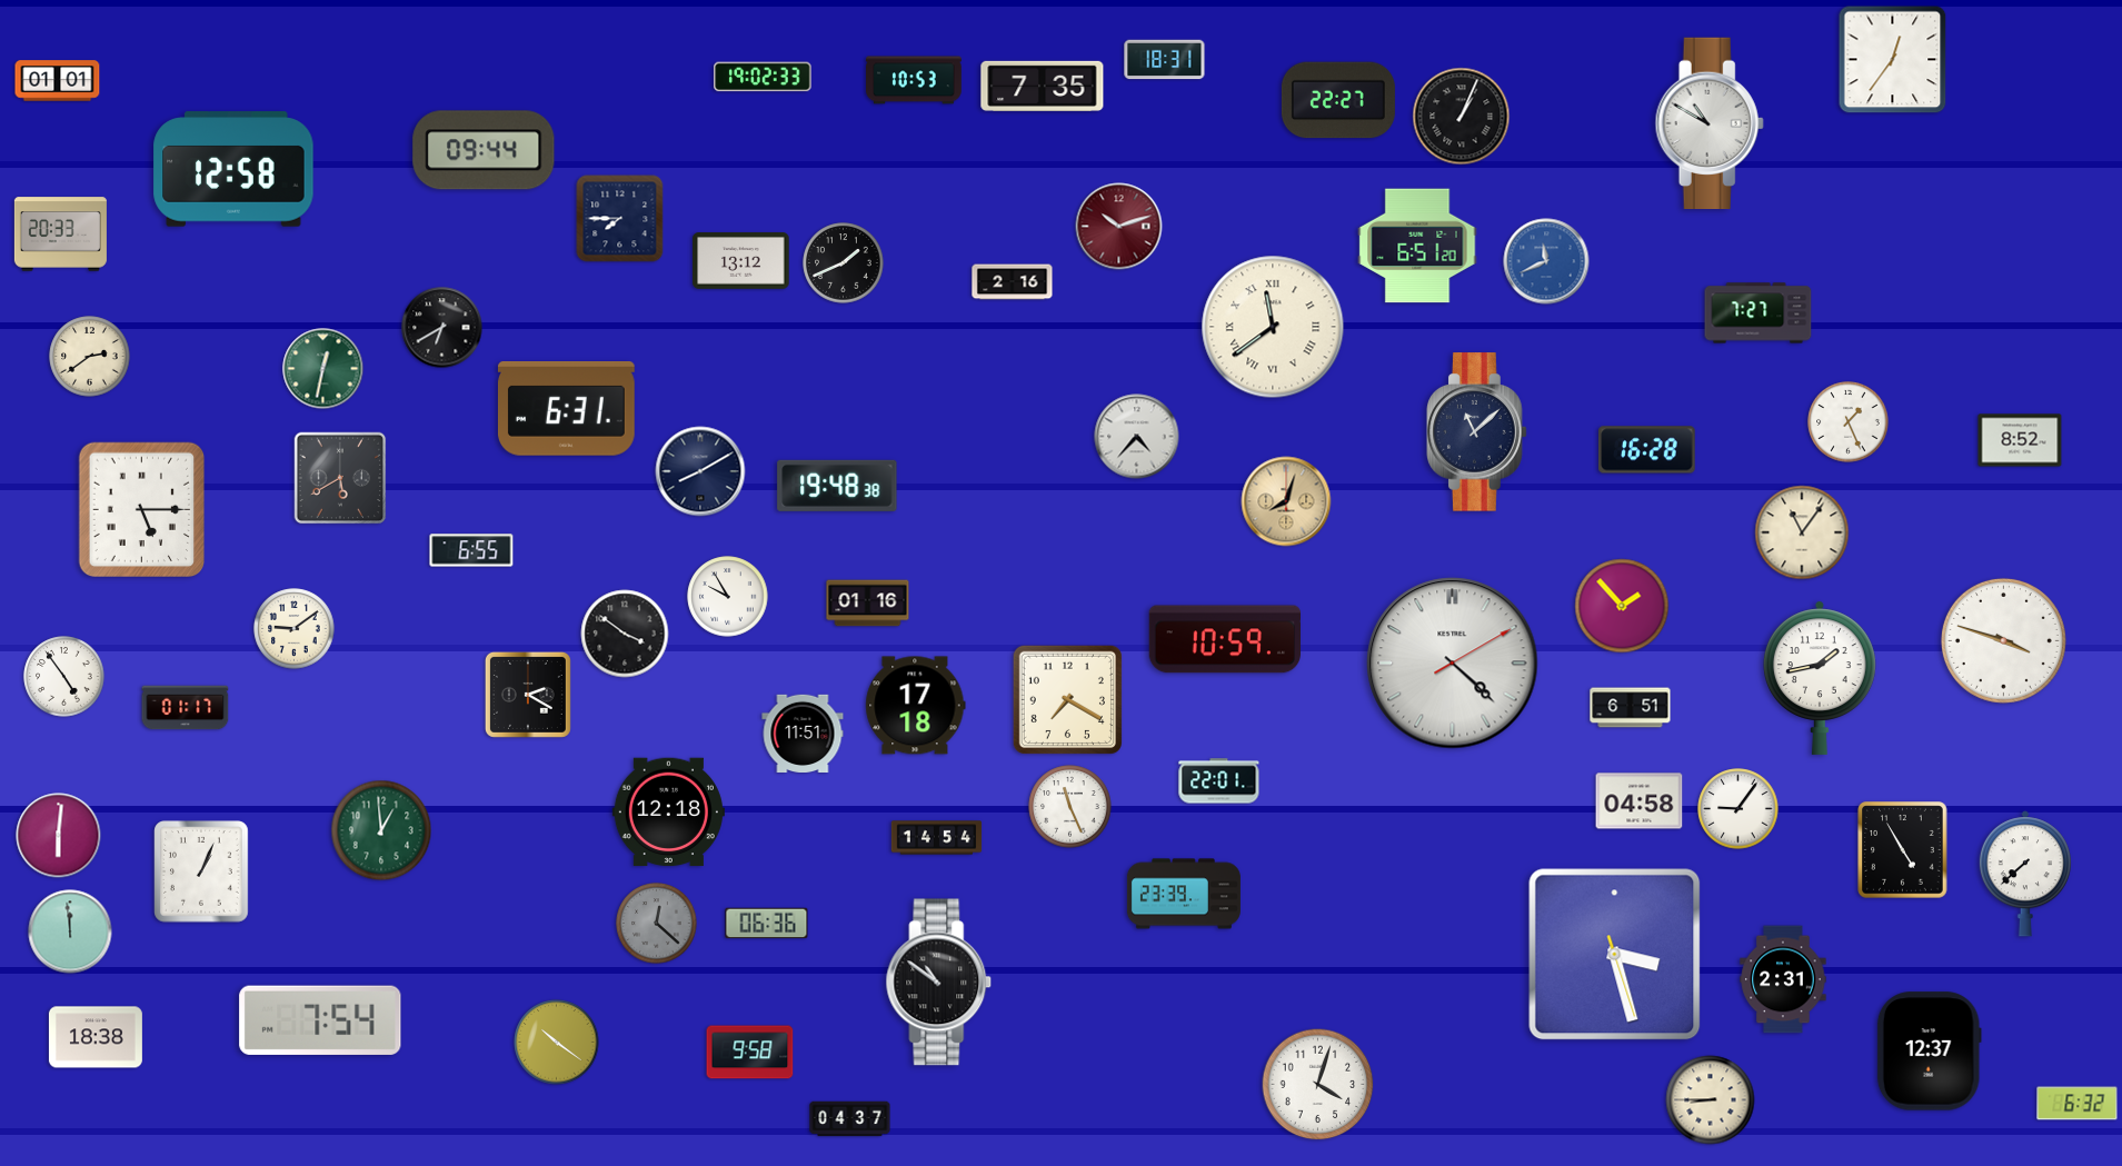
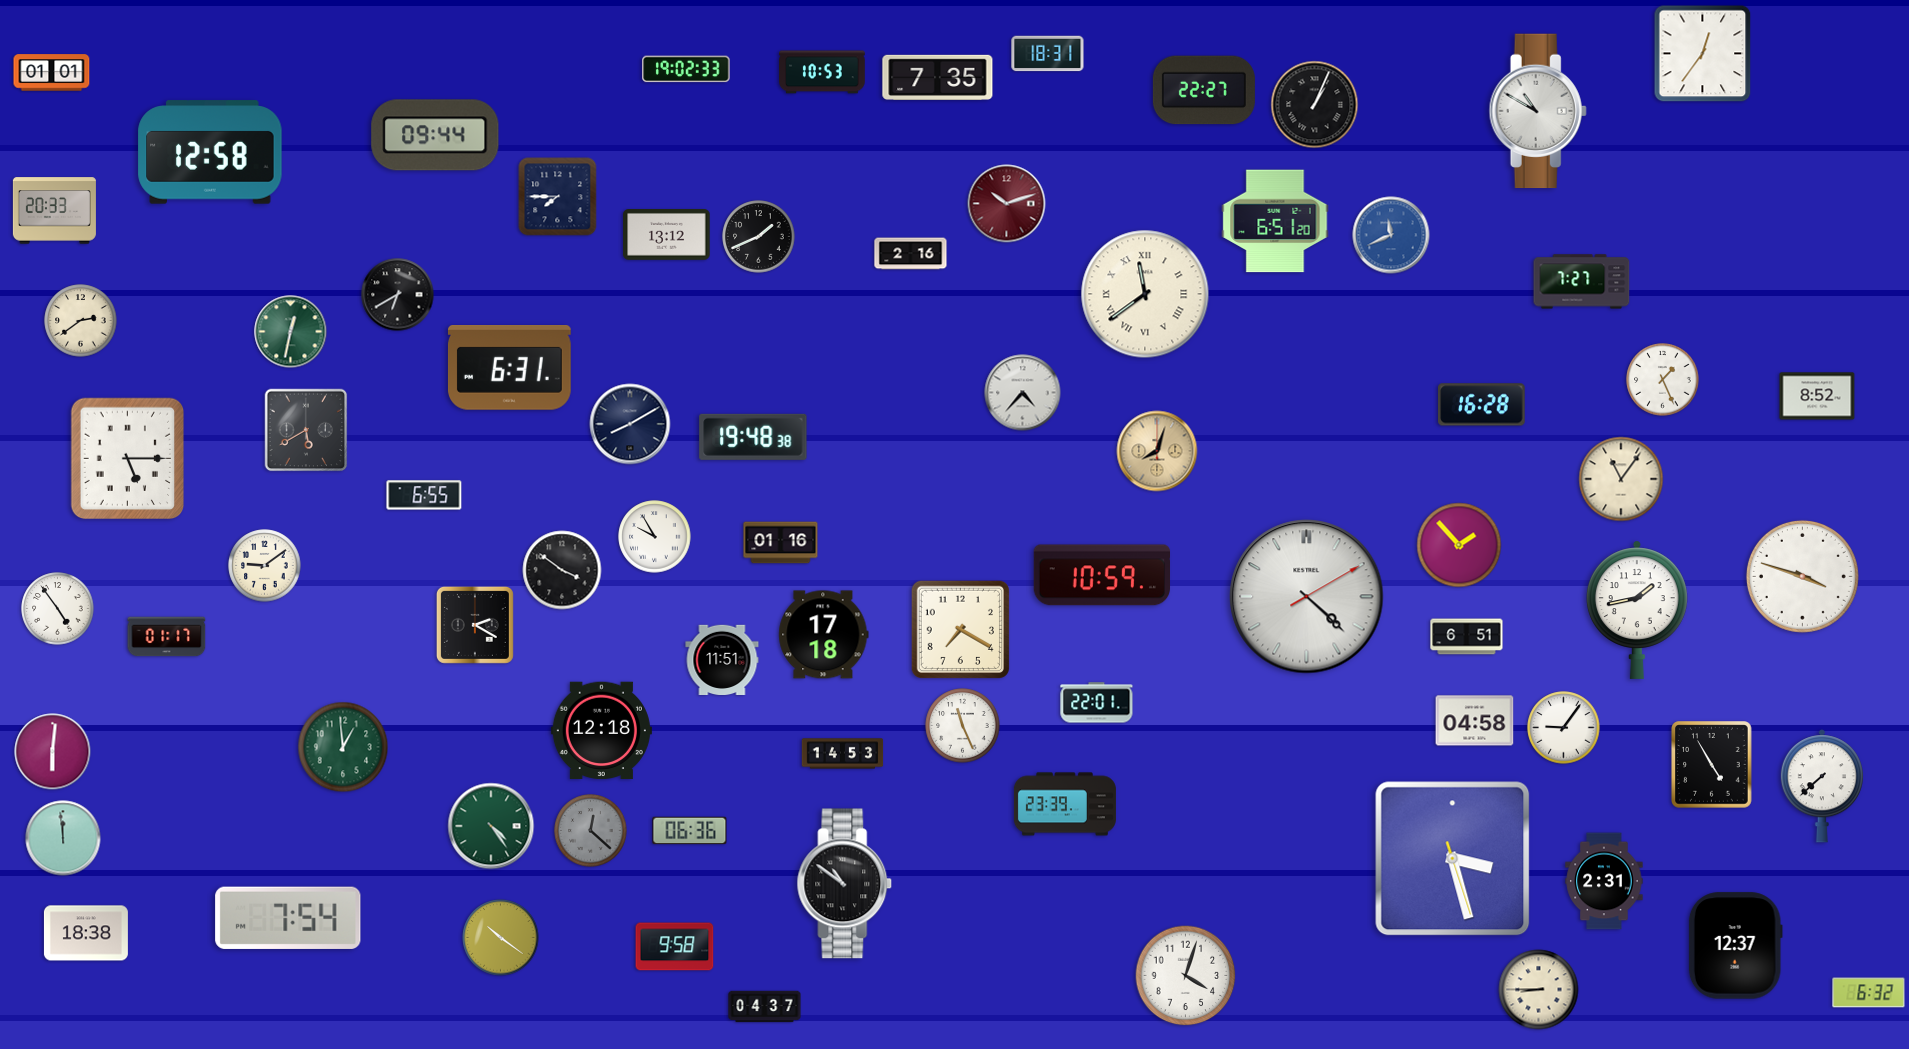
clock at (1477, 432): 11:08 -> none
clock at (937, 838): 14:54 -> 14:53
clock at (201, 871): 1:04 -> none
clock at (491, 826): none -> 4:24
